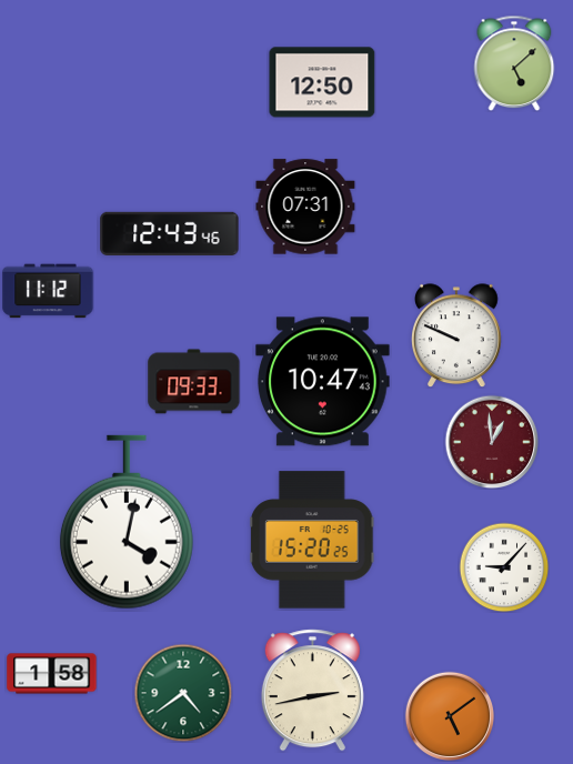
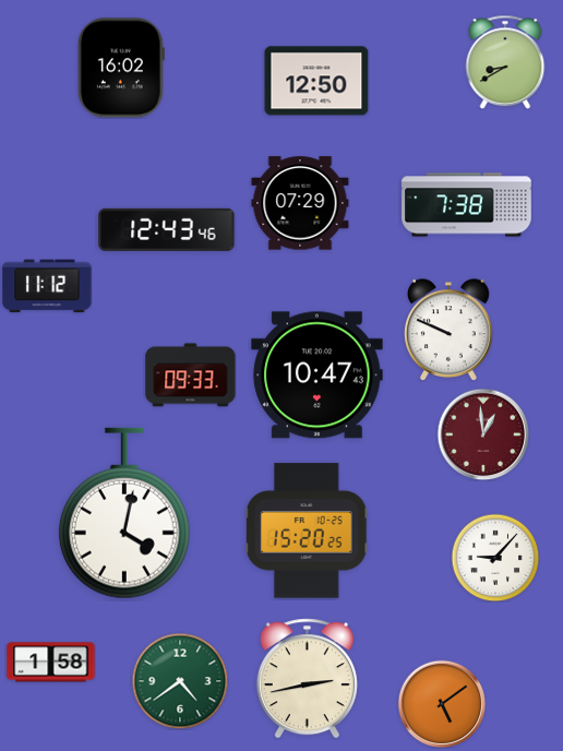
clock at (514, 63): 5:08 -> 8:40
clock at (121, 68): none -> 16:02
clock at (305, 207): 07:31 -> 07:29
clock at (467, 205): none -> 7:38
